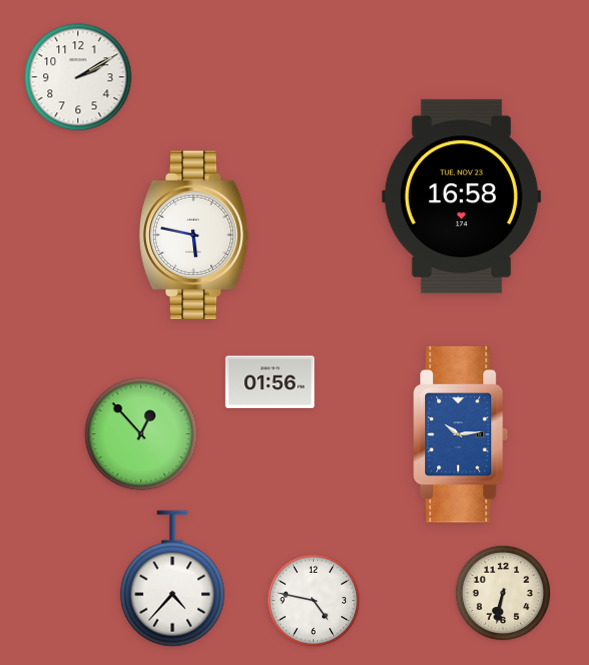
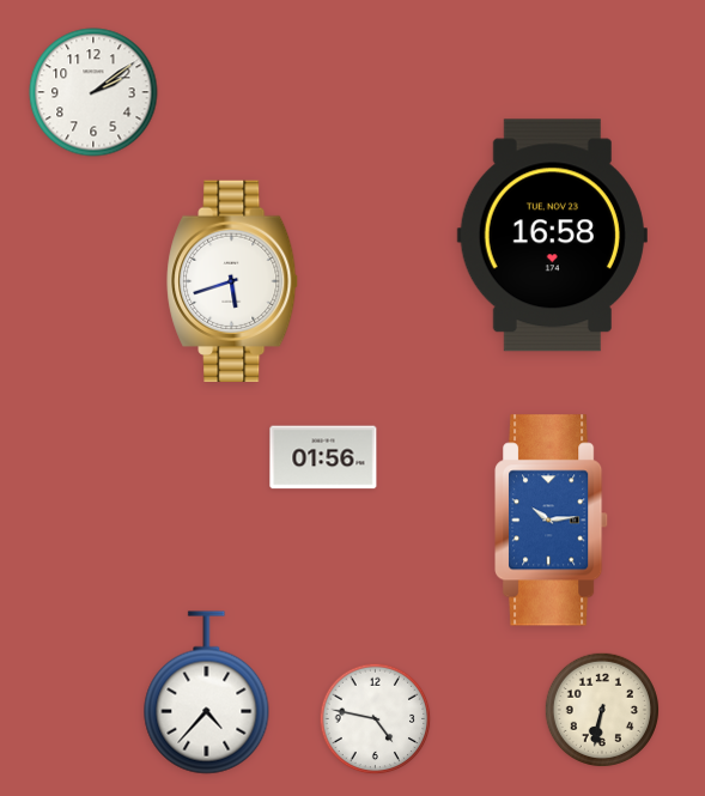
clock at (78, 77): 2:10 -> 2:09
clock at (195, 234): 5:47 -> 5:42
clock at (141, 434): 12:53 -> none
